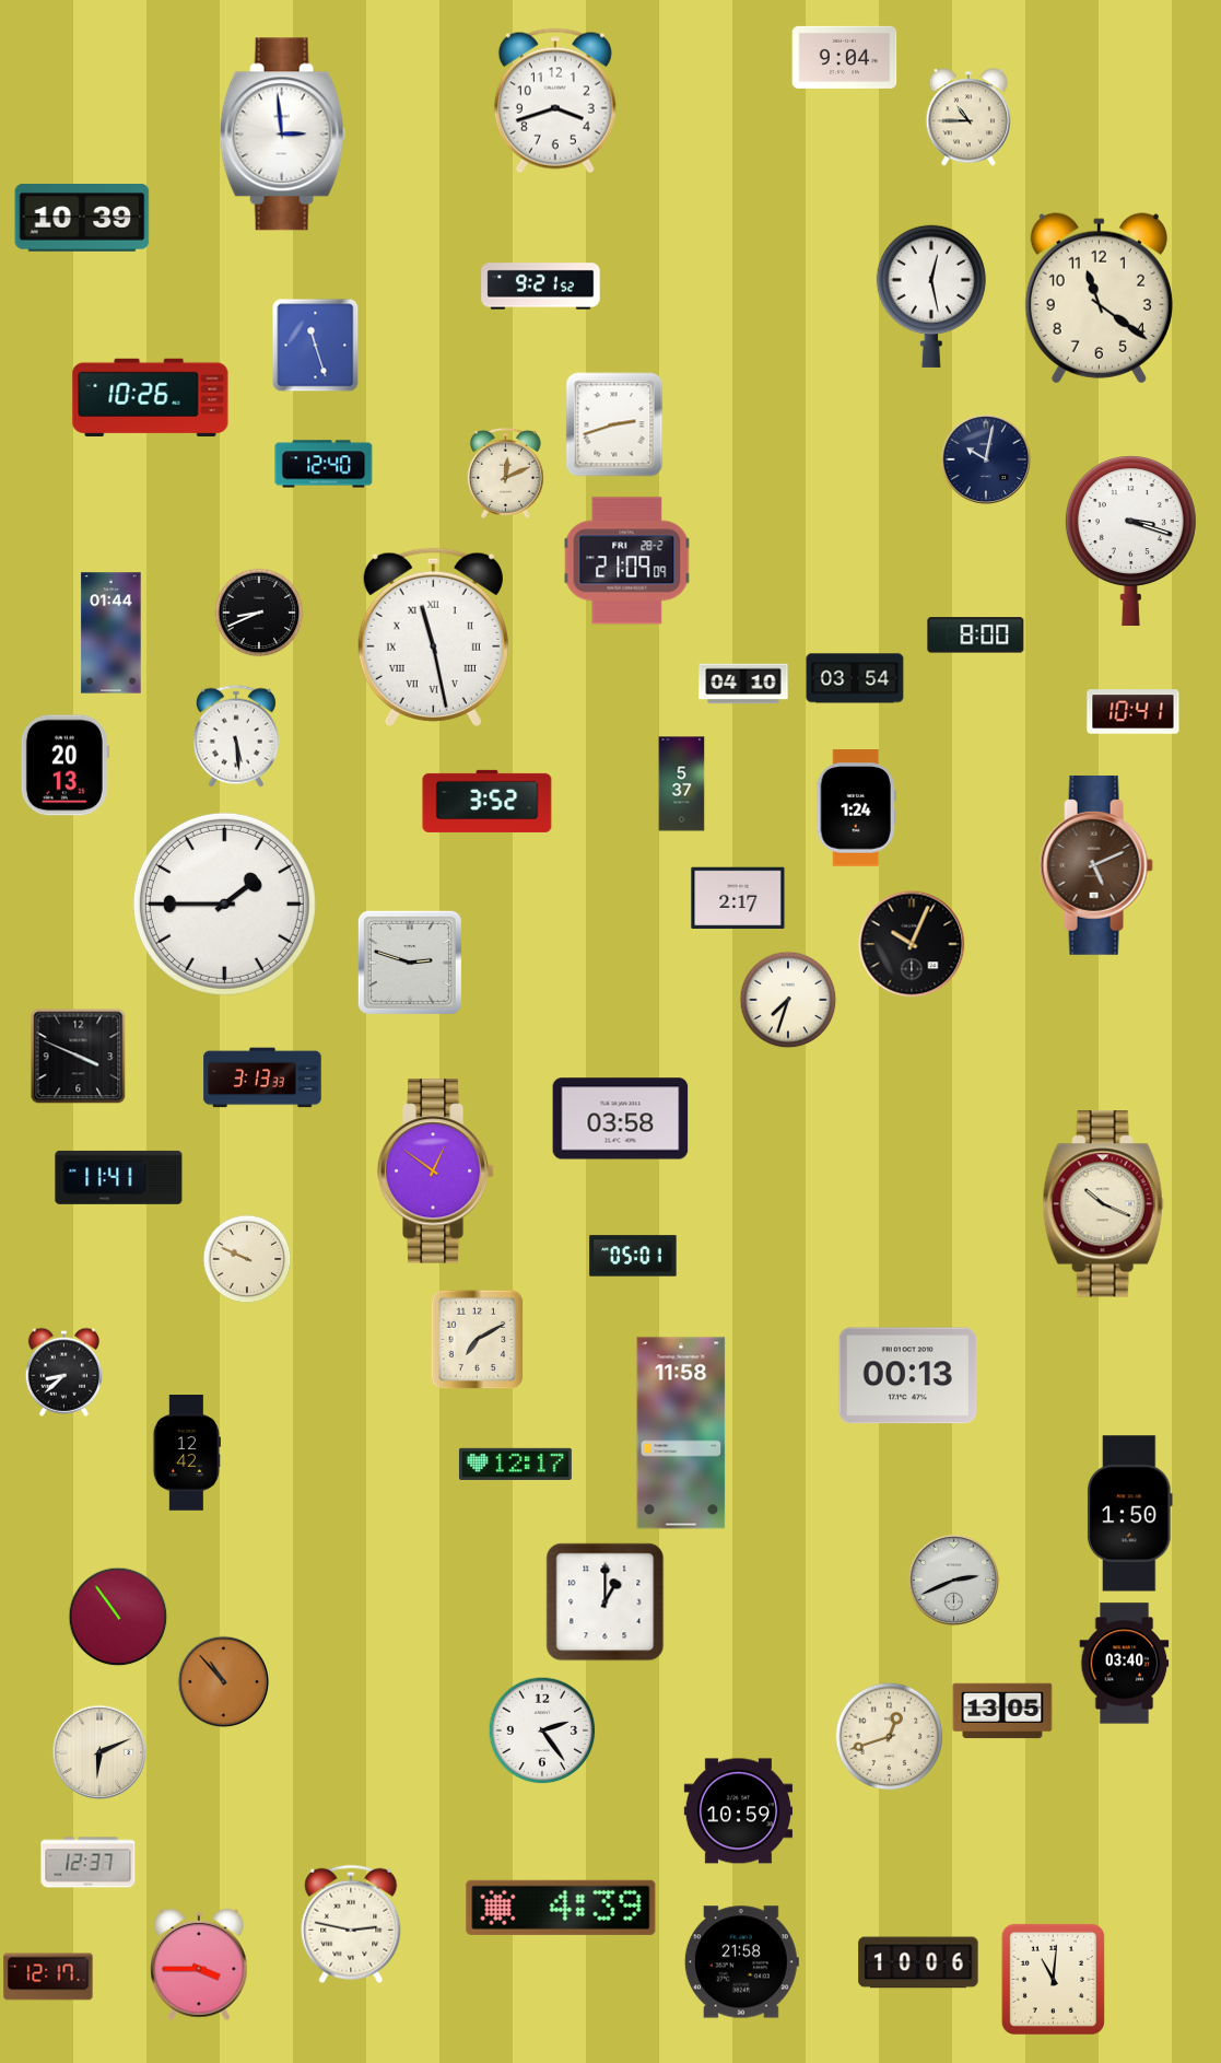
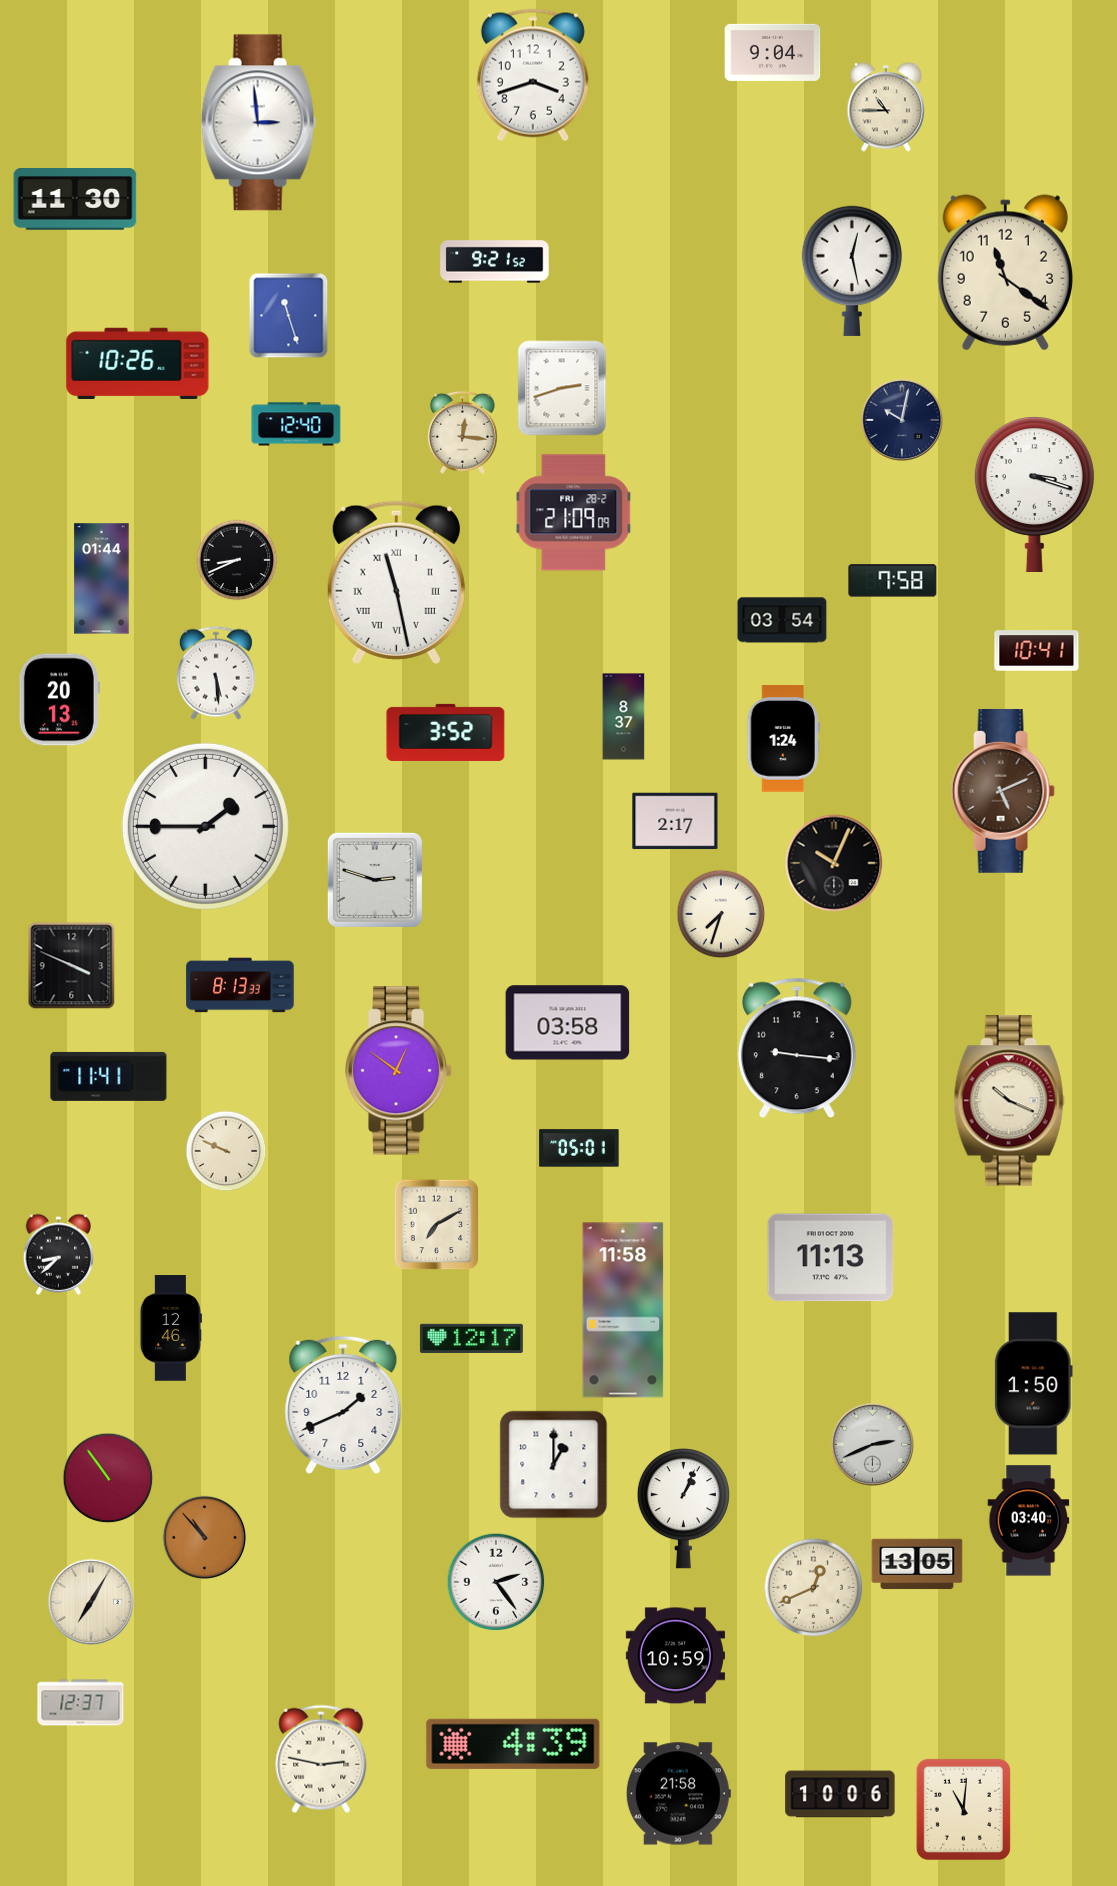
clock at (555, 101) position: (555, 101) -> (533, 75)
clock at (82, 219): 10:39 -> 11:30
clock at (505, 473): 12:11 -> 12:16
clock at (976, 636): 8:00 -> 7:58
clock at (743, 684): 04:10 -> none
clock at (682, 784): 5:37 -> 8:37
clock at (262, 1077): 3:13 -> 8:13
clock at (797, 1048): none -> 9:16
clock at (908, 1376): 00:13 -> 11:13
clock at (187, 1453): 12:42 -> 12:46
clock at (343, 1405): none -> 1:41
clock at (683, 1509): none -> 1:04
clock at (890, 1737): 12:42 -> 12:41
clock at (99, 1752): 6:11 -> 7:05
clock at (199, 1966): 3:45 -> none
clock at (48, 1977): 12:17 -> none
